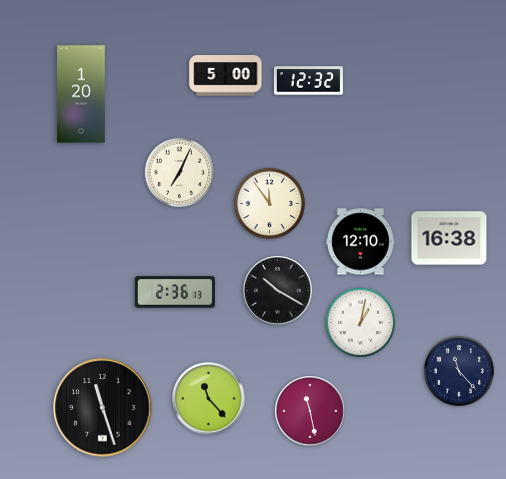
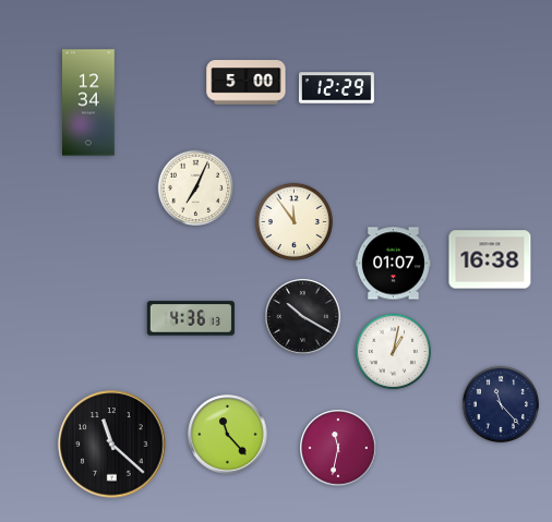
clock at (308, 81): 12:32 -> 12:29
clock at (81, 94): 1:20 -> 12:34
clock at (360, 242): 12:10 -> 01:07
clock at (174, 292): 2:36 -> 4:36
clock at (103, 408): 11:27 -> 11:22
clock at (310, 411): 11:28 -> 11:32
